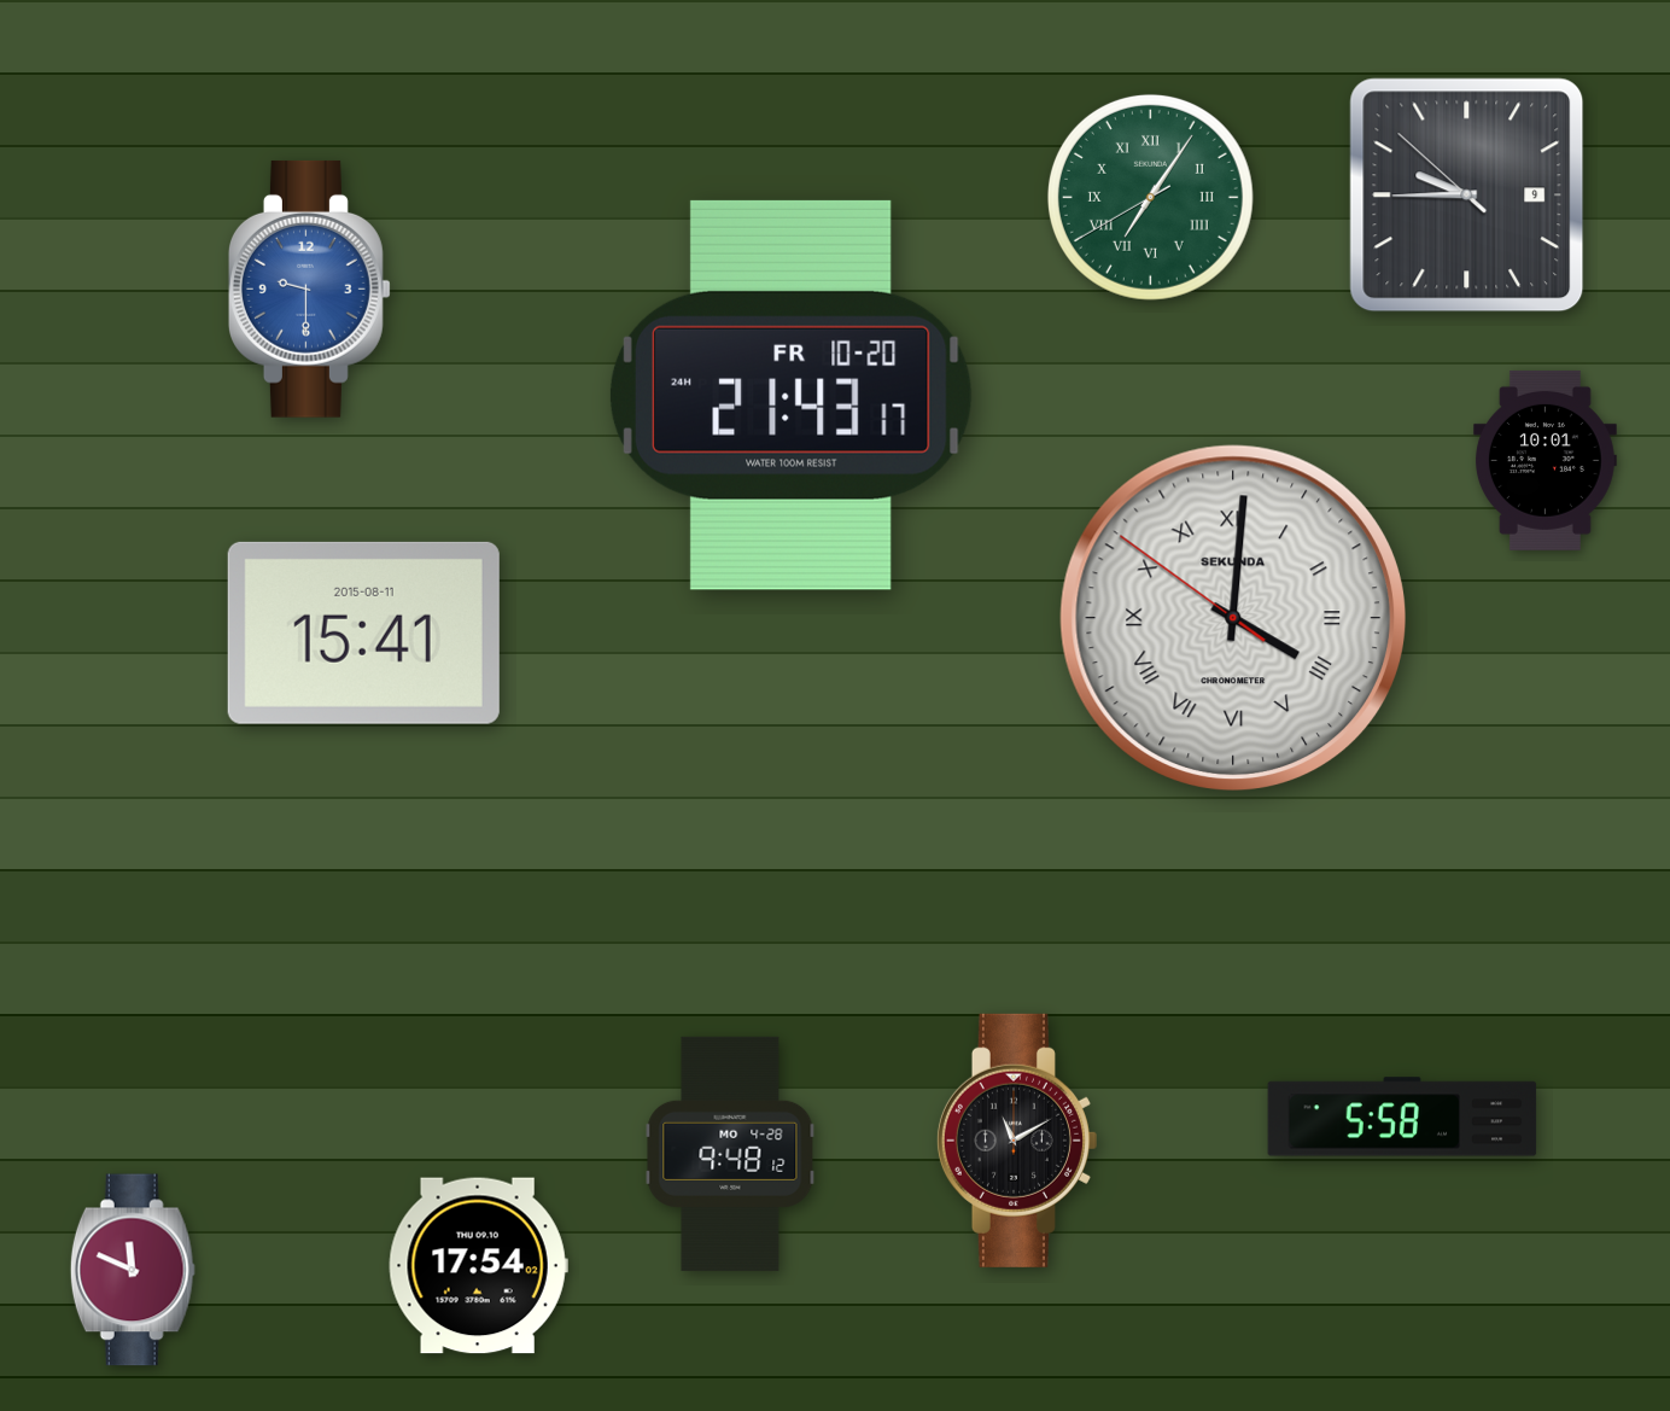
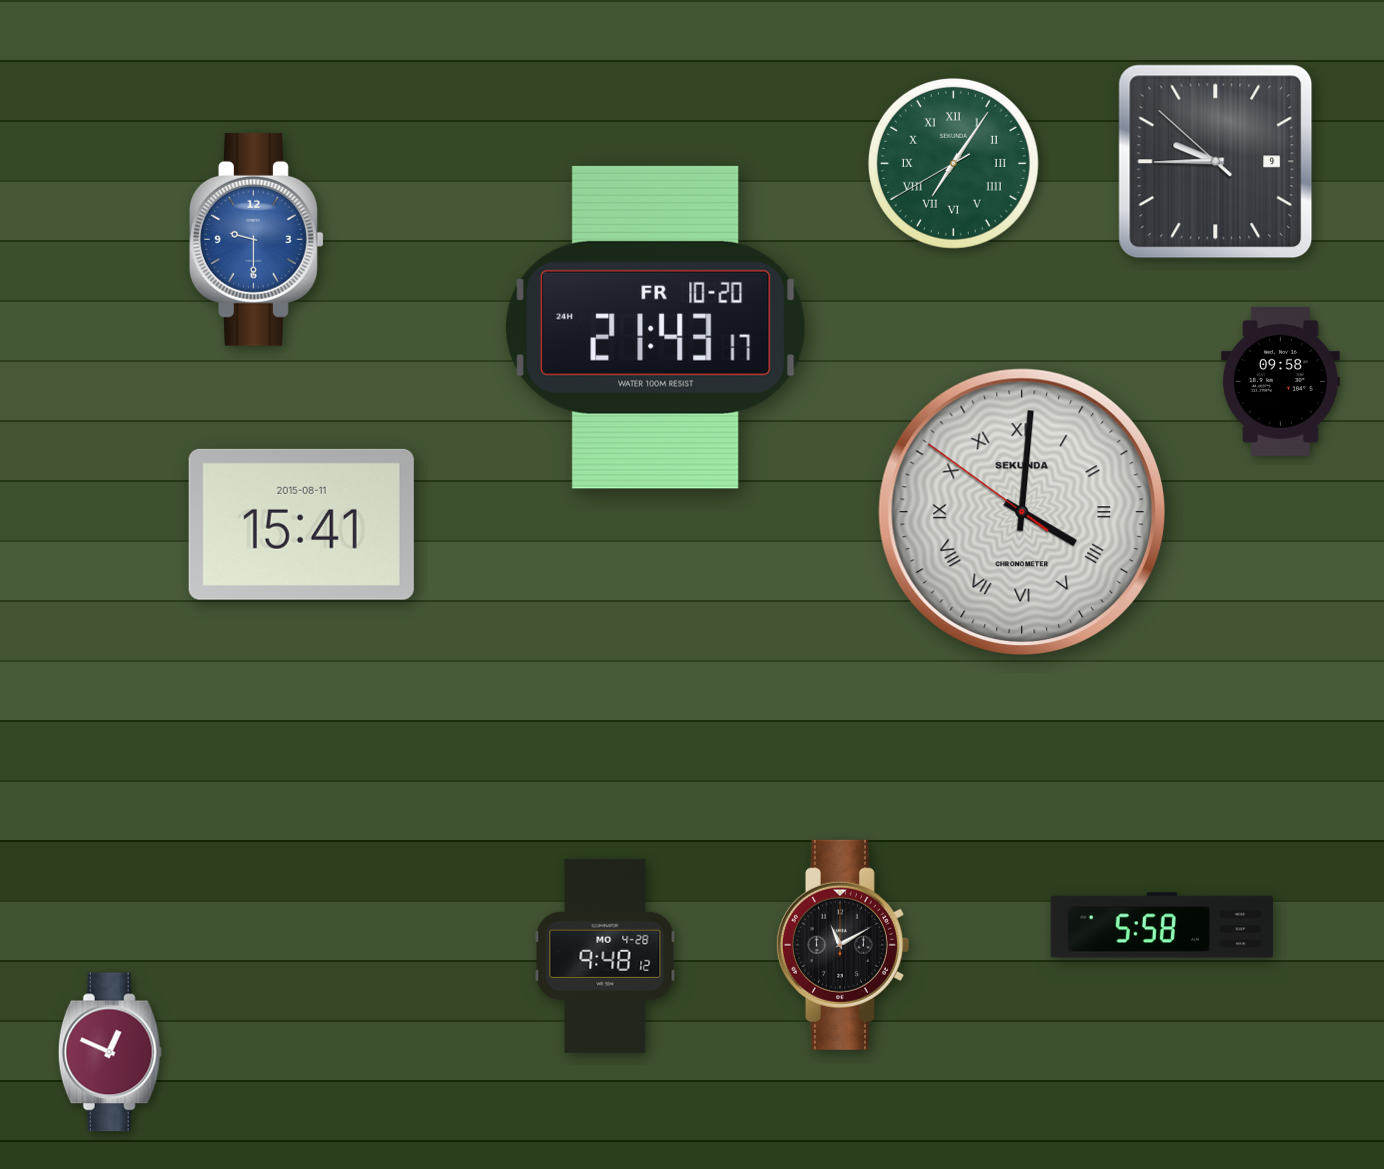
clock at (1545, 460): 10:01 -> 09:58
clock at (478, 1266): 17:54 -> none
clock at (133, 1270): 11:49 -> 12:49
